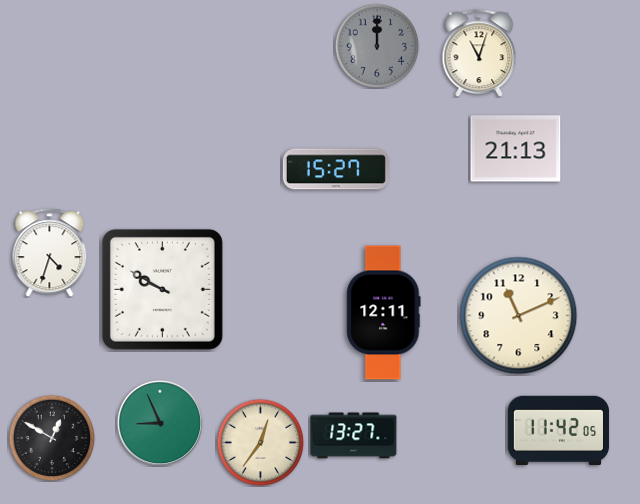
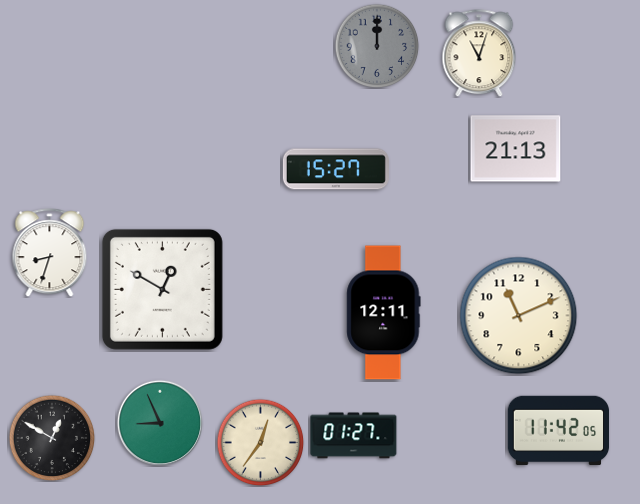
clock at (50, 253): 4:33 -> 8:33
clock at (162, 289): 9:50 -> 12:50
clock at (354, 436): 13:27 -> 01:27
